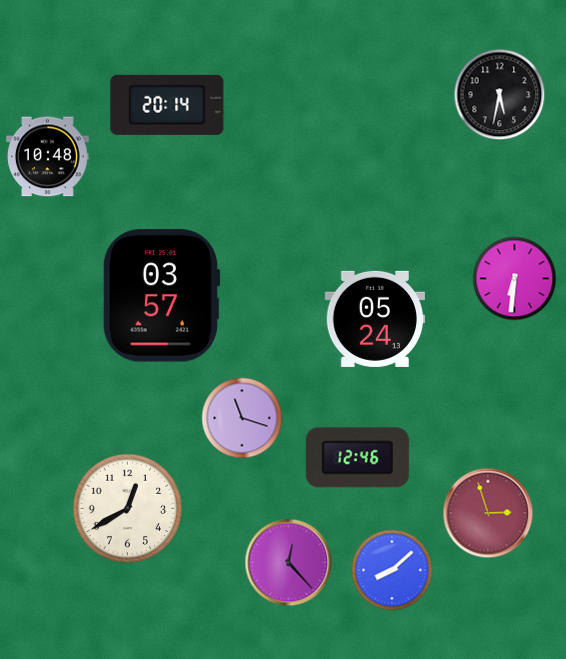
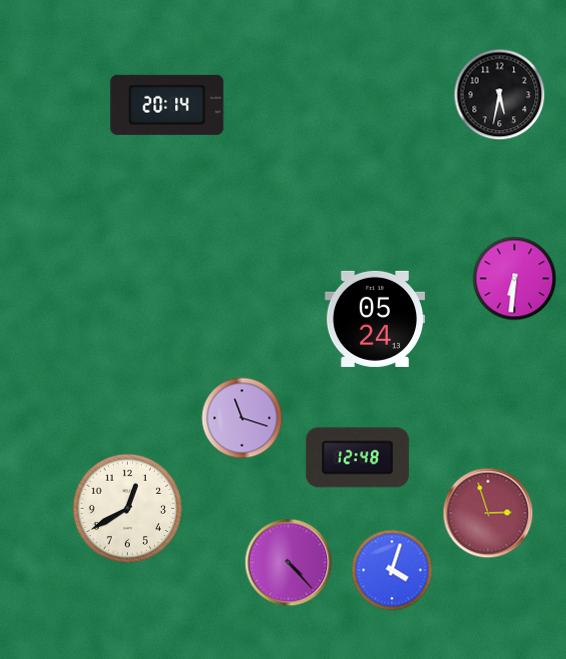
clock at (48, 157): 10:48 -> none
clock at (161, 296): 03:57 -> none
clock at (357, 458): 12:46 -> 12:48
clock at (289, 563): 12:23 -> 4:23
clock at (392, 570): 8:08 -> 4:03
